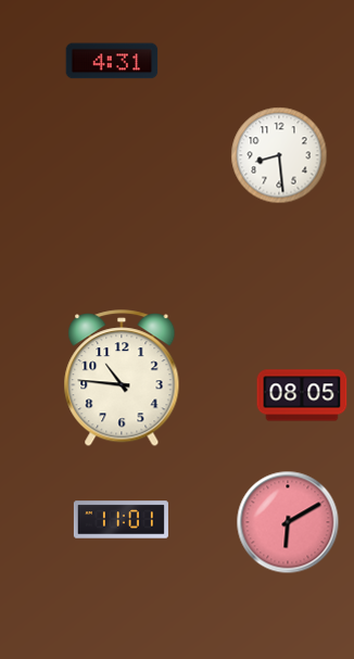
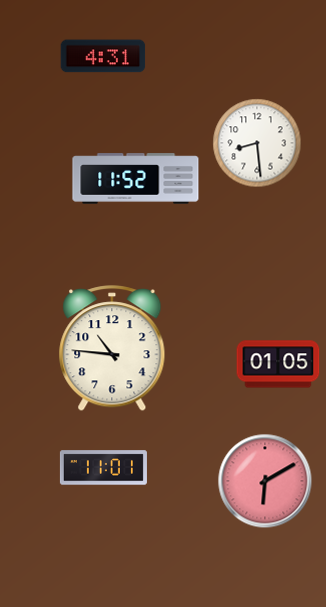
clock at (136, 179): none -> 11:52
clock at (302, 395): 08:05 -> 01:05
clock at (121, 520) position: (121, 520) -> (103, 468)
